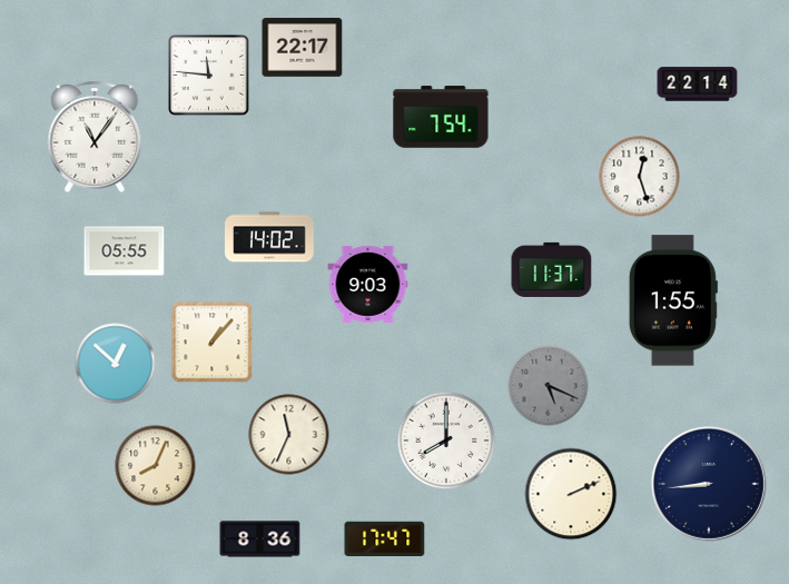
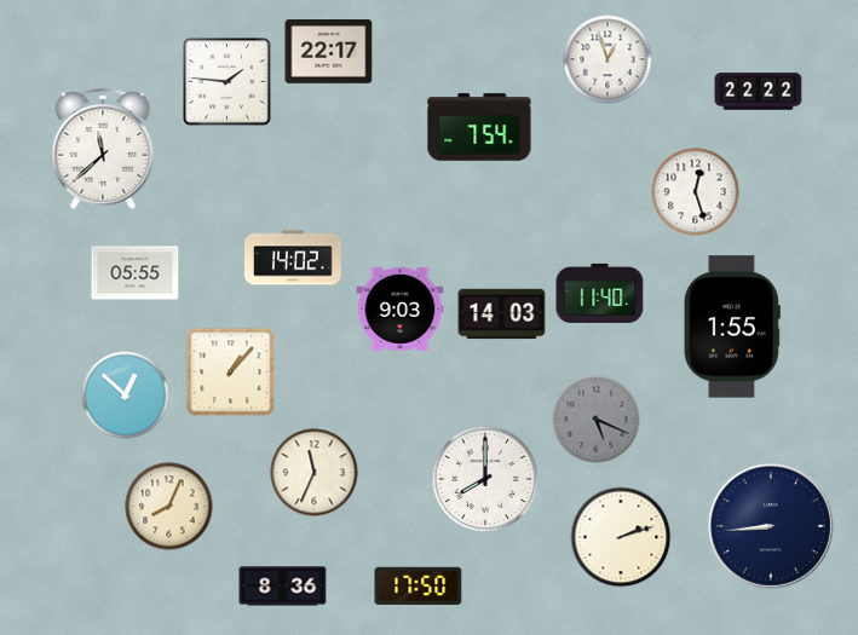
clock at (607, 59): none -> 12:57
clock at (209, 76): 11:46 -> 1:46
clock at (698, 85): 22:14 -> 22:22
clock at (95, 137): 11:06 -> 11:38
clock at (552, 269): 11:37 -> 11:40
clock at (502, 314): none -> 14:03
clock at (571, 494): 2:11 -> 2:12
clock at (385, 540): 17:47 -> 17:50
